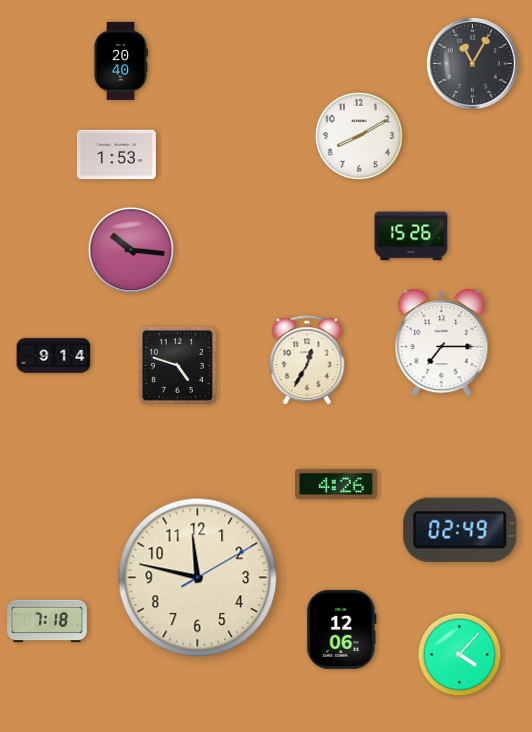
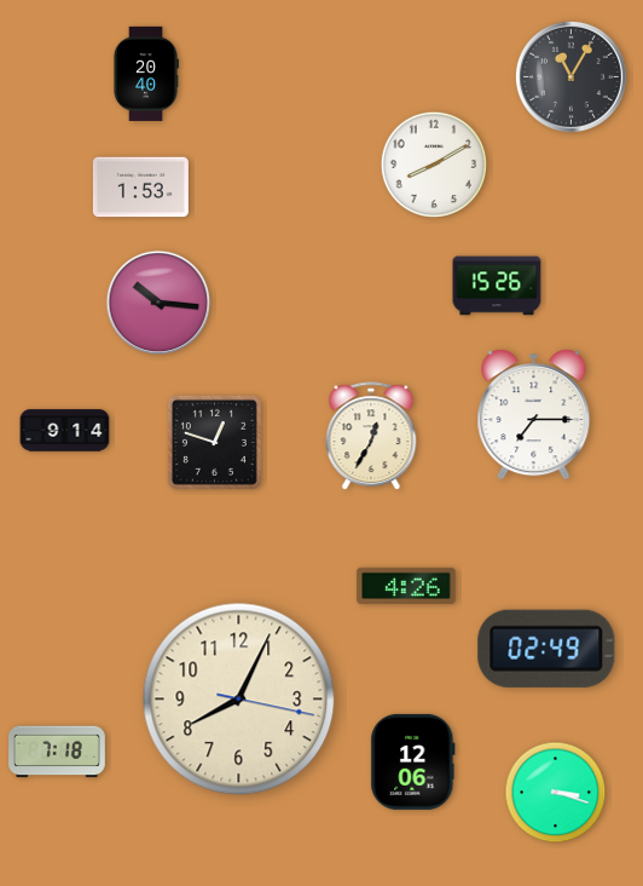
clock at (177, 365): 4:48 -> 12:48
clock at (460, 530) position: (460, 530) -> (546, 649)
clock at (198, 578): 11:47 -> 8:04
clock at (460, 655): 4:07 -> 3:18
